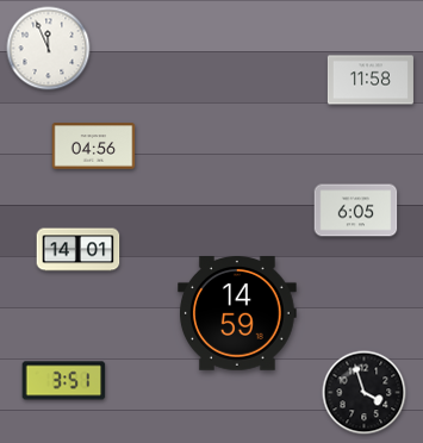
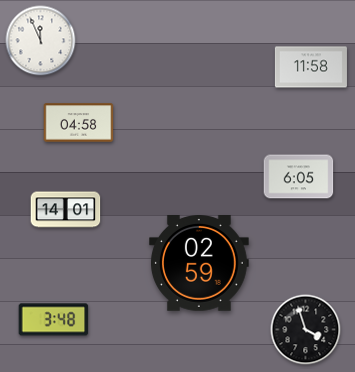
clock at (94, 146): 04:56 -> 04:58
clock at (238, 314): 14:59 -> 02:59
clock at (64, 381): 3:51 -> 3:48
